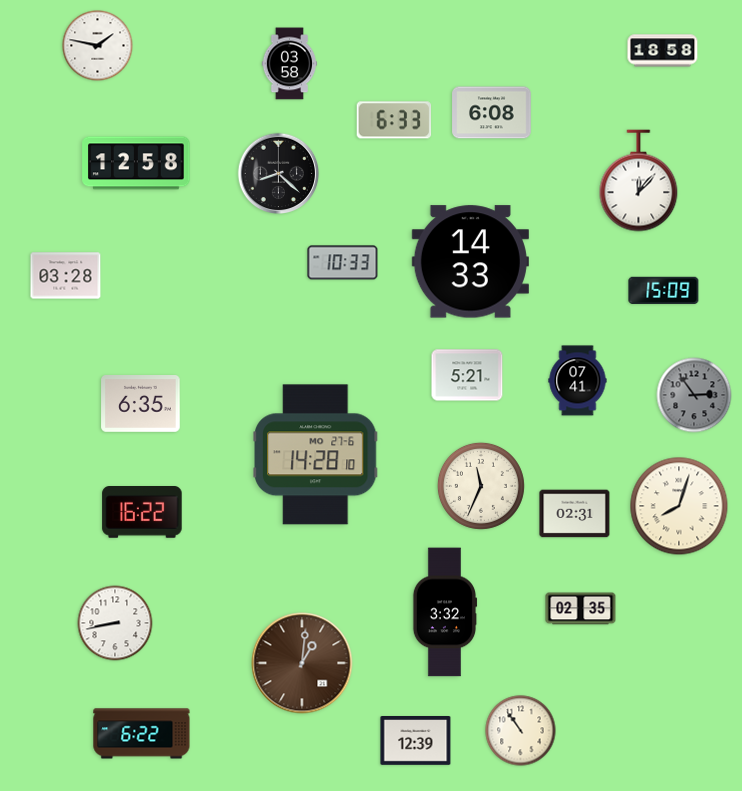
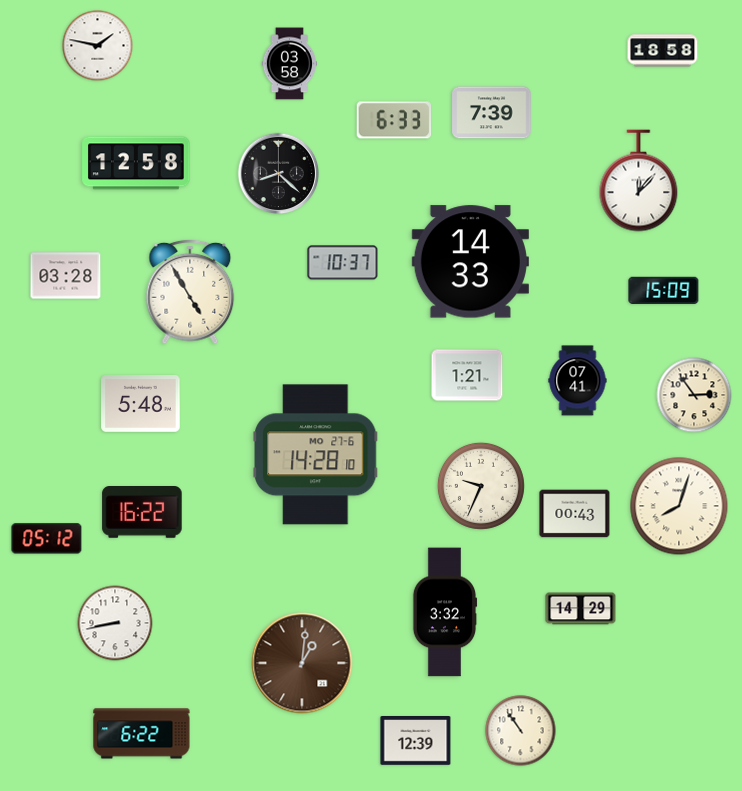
clock at (492, 113): 6:08 -> 7:39
clock at (343, 263): 10:33 -> 10:37
clock at (190, 292): none -> 4:55
clock at (467, 375): 5:21 -> 1:21
clock at (694, 395) dial: grey -> cream
clock at (141, 404): 6:35 -> 5:48
clock at (481, 486): 11:34 -> 9:34
clock at (575, 514): 02:31 -> 00:43
clock at (47, 539): none -> 05:12
clock at (581, 609): 02:35 -> 14:29
